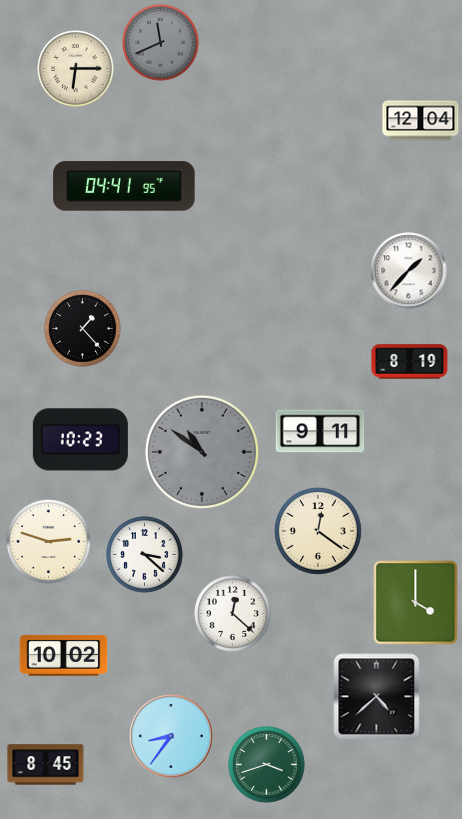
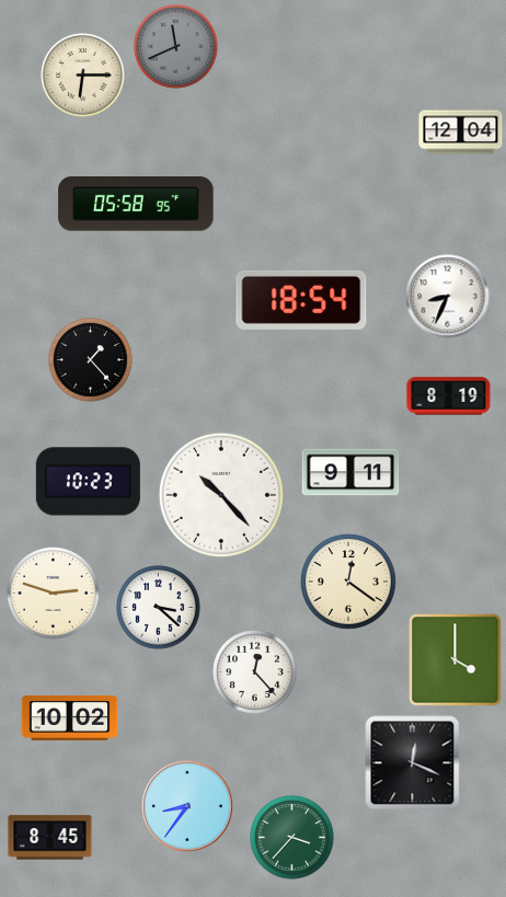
clock at (124, 186): 04:41 -> 05:58
clock at (409, 271): 1:37 -> 8:34
clock at (301, 300): none -> 18:54
clock at (202, 452): 10:51 -> 10:23
clock at (202, 452) dial: grey -> white
clock at (233, 614): 12:22 -> 12:23
clock at (377, 697): 4:38 -> 12:19
clock at (267, 765): 3:42 -> 3:37
